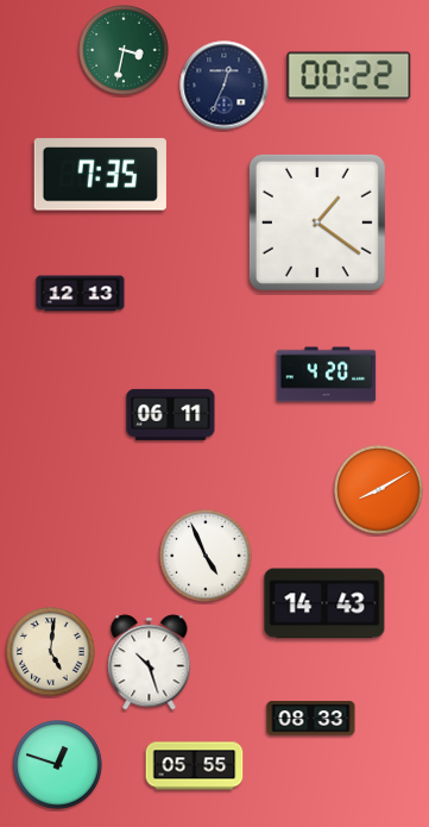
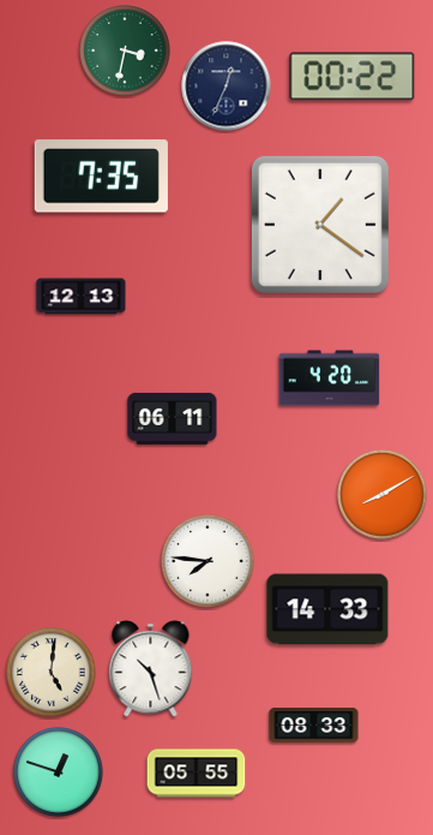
clock at (206, 556): 4:56 -> 7:46
clock at (324, 603): 14:43 -> 14:33
clock at (51, 652) position: (51, 652) -> (52, 673)
